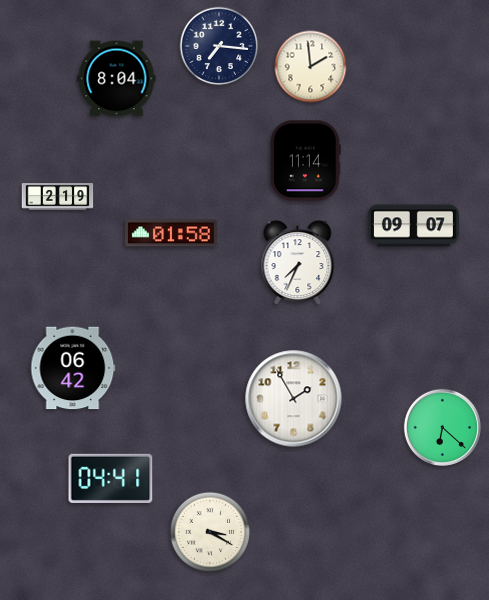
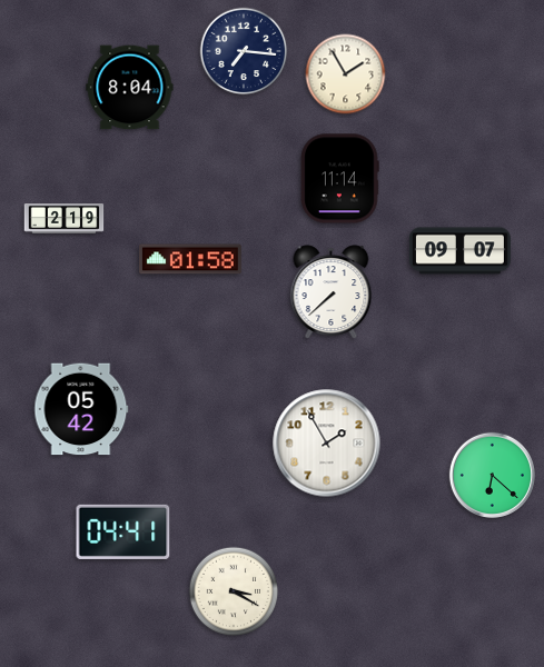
clock at (311, 67): 1:59 -> 1:55
clock at (298, 263): 7:34 -> 7:38
clock at (73, 368): 06:42 -> 05:42
